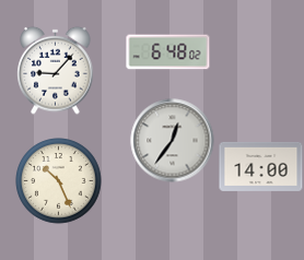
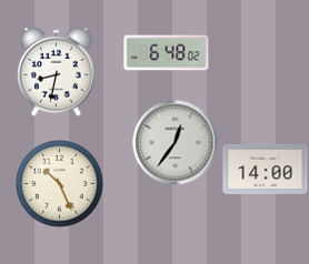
clock at (168, 52) position: (168, 52) -> (167, 53)
clock at (56, 70): 9:07 -> 8:32
